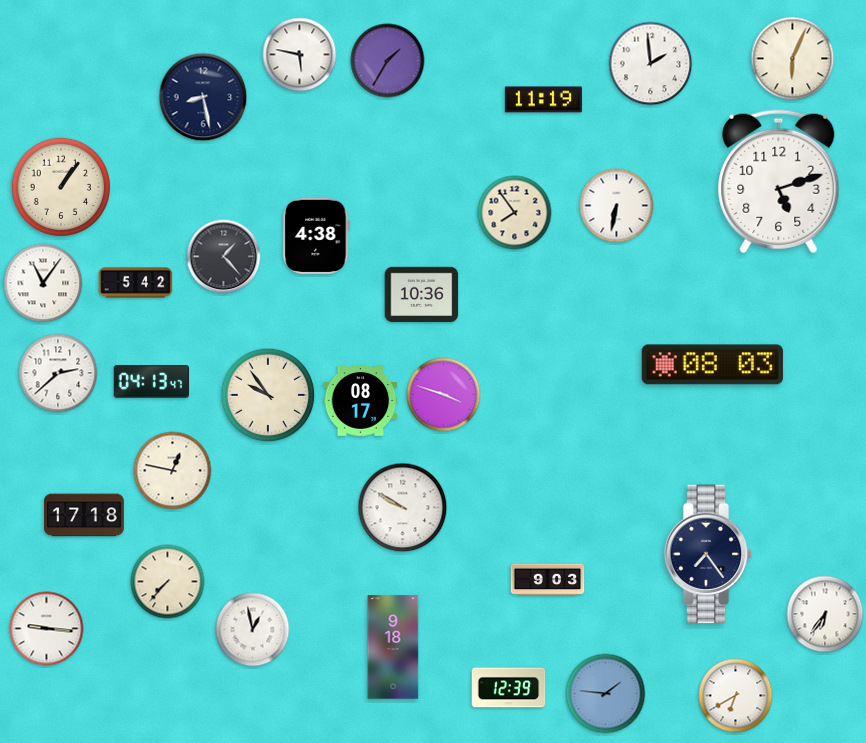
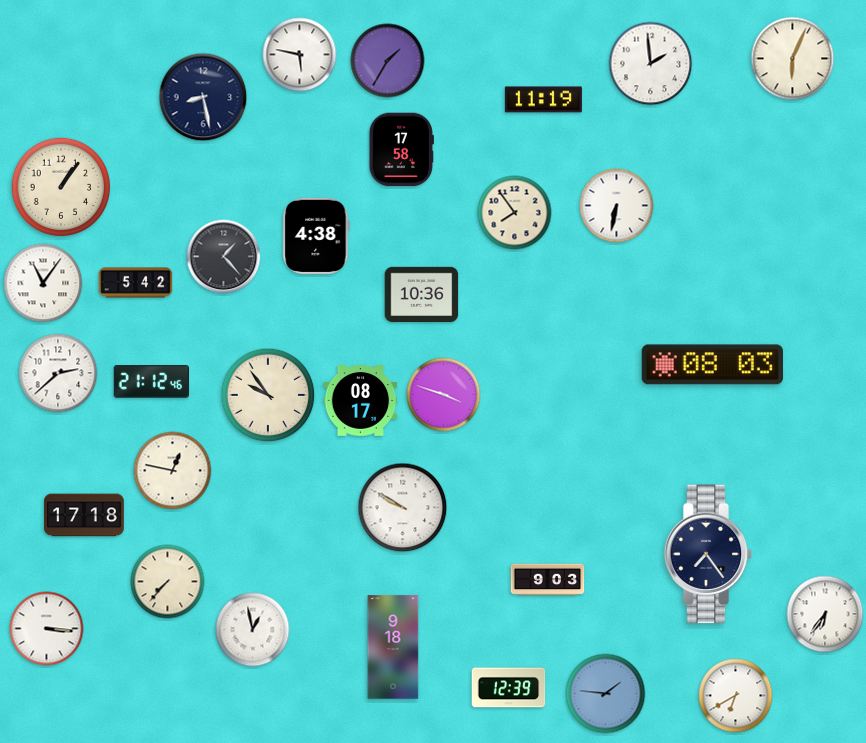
clock at (401, 150): none -> 17:58
clock at (779, 182): 5:12 -> none
clock at (151, 382): 04:13 -> 21:12
clock at (47, 629): 9:16 -> 3:16
